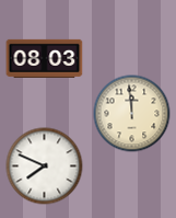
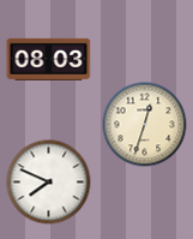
clock at (45, 58) position: (45, 58) -> (49, 59)
clock at (132, 114): 11:59 -> 12:33
